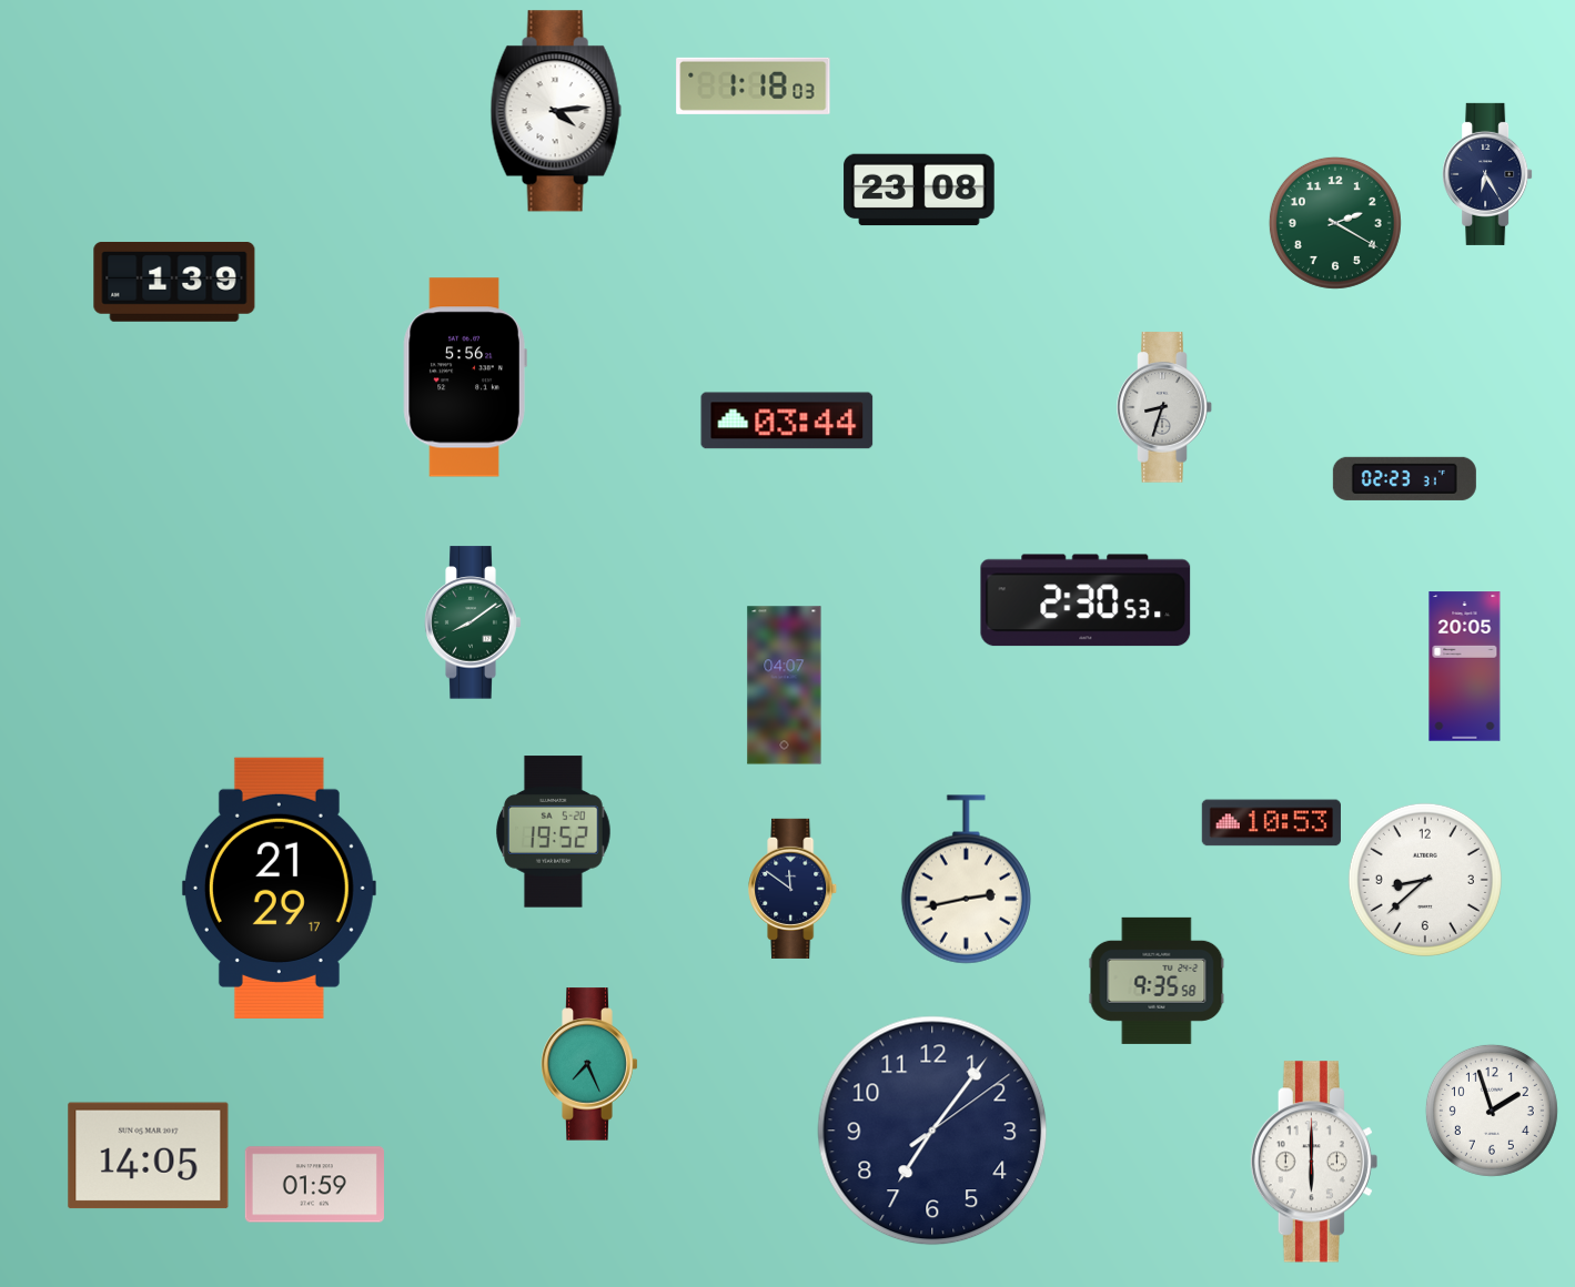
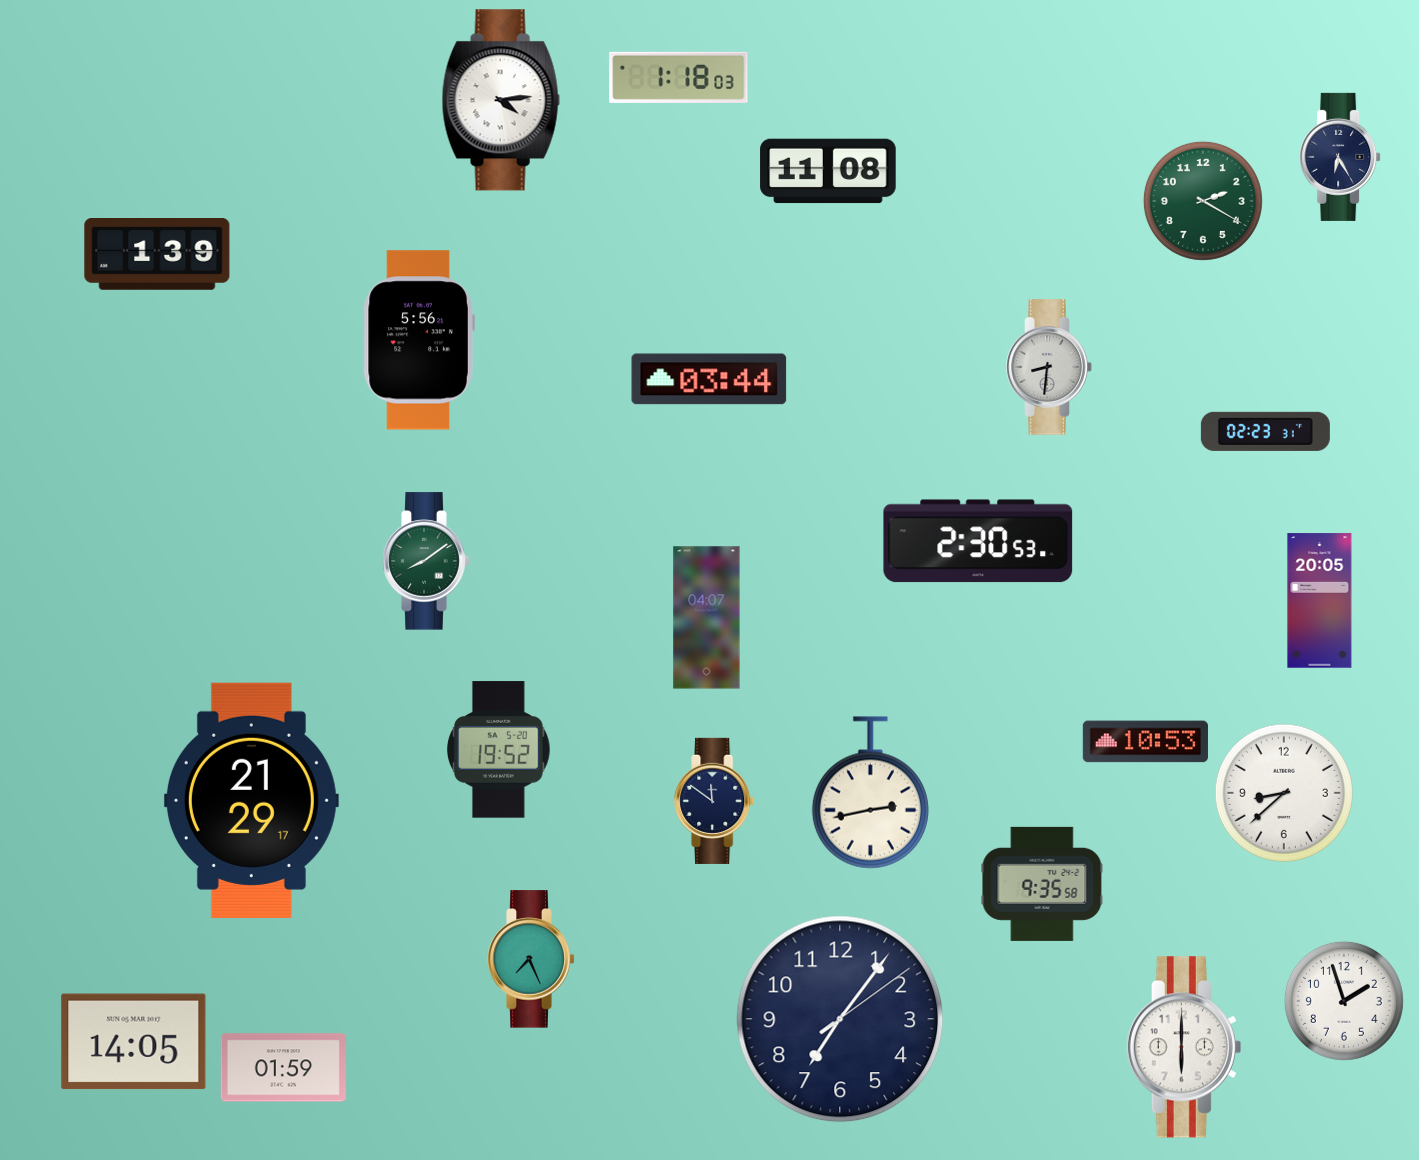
clock at (919, 190): 23:08 -> 11:08
clock at (1164, 407): 8:33 -> 8:31
